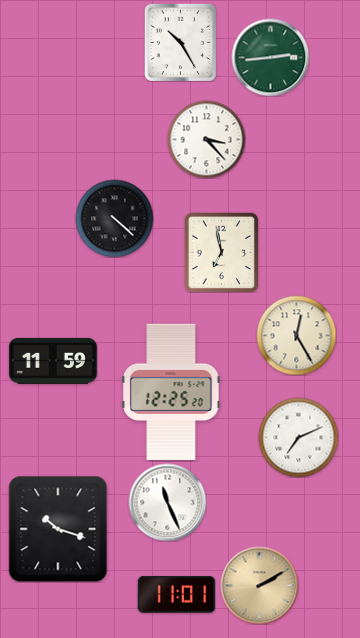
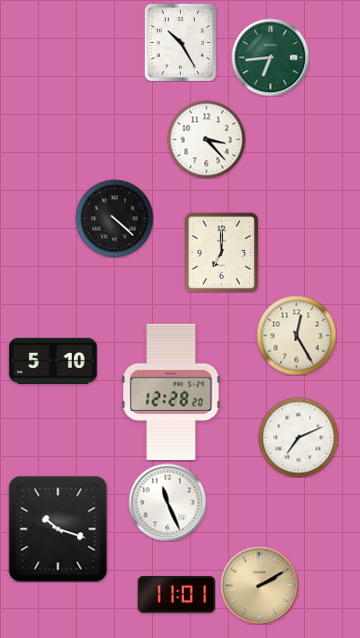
clock at (270, 57): 2:44 -> 6:44
clock at (222, 252): 6:58 -> 7:00
clock at (53, 361): 11:59 -> 5:10
clock at (171, 392): 12:25 -> 12:28
